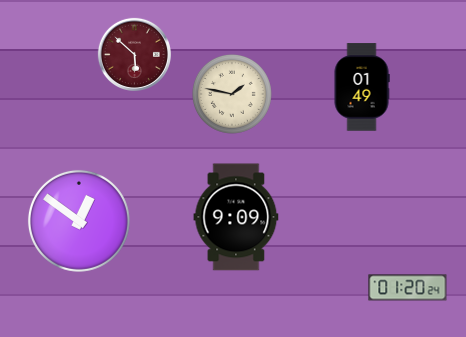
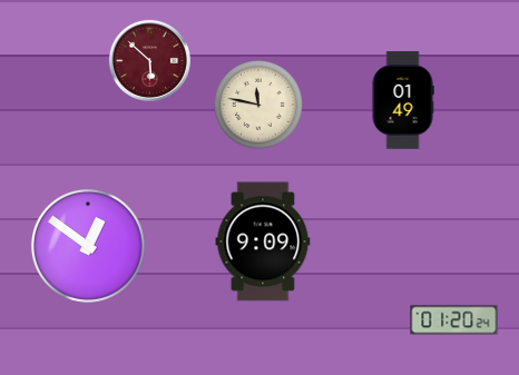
clock at (362, 87) position: (362, 87) -> (403, 100)
clock at (232, 94): 1:47 -> 11:47
